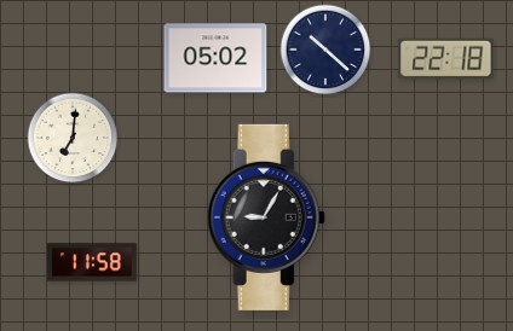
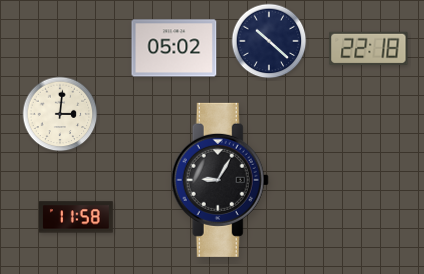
clock at (215, 58) position: (215, 58) -> (174, 48)
clock at (73, 138): 7:01 -> 3:01
